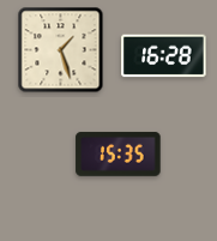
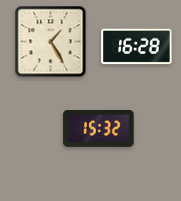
clock at (61, 50): 1:27 -> 1:25
clock at (119, 153): 15:35 -> 15:32
